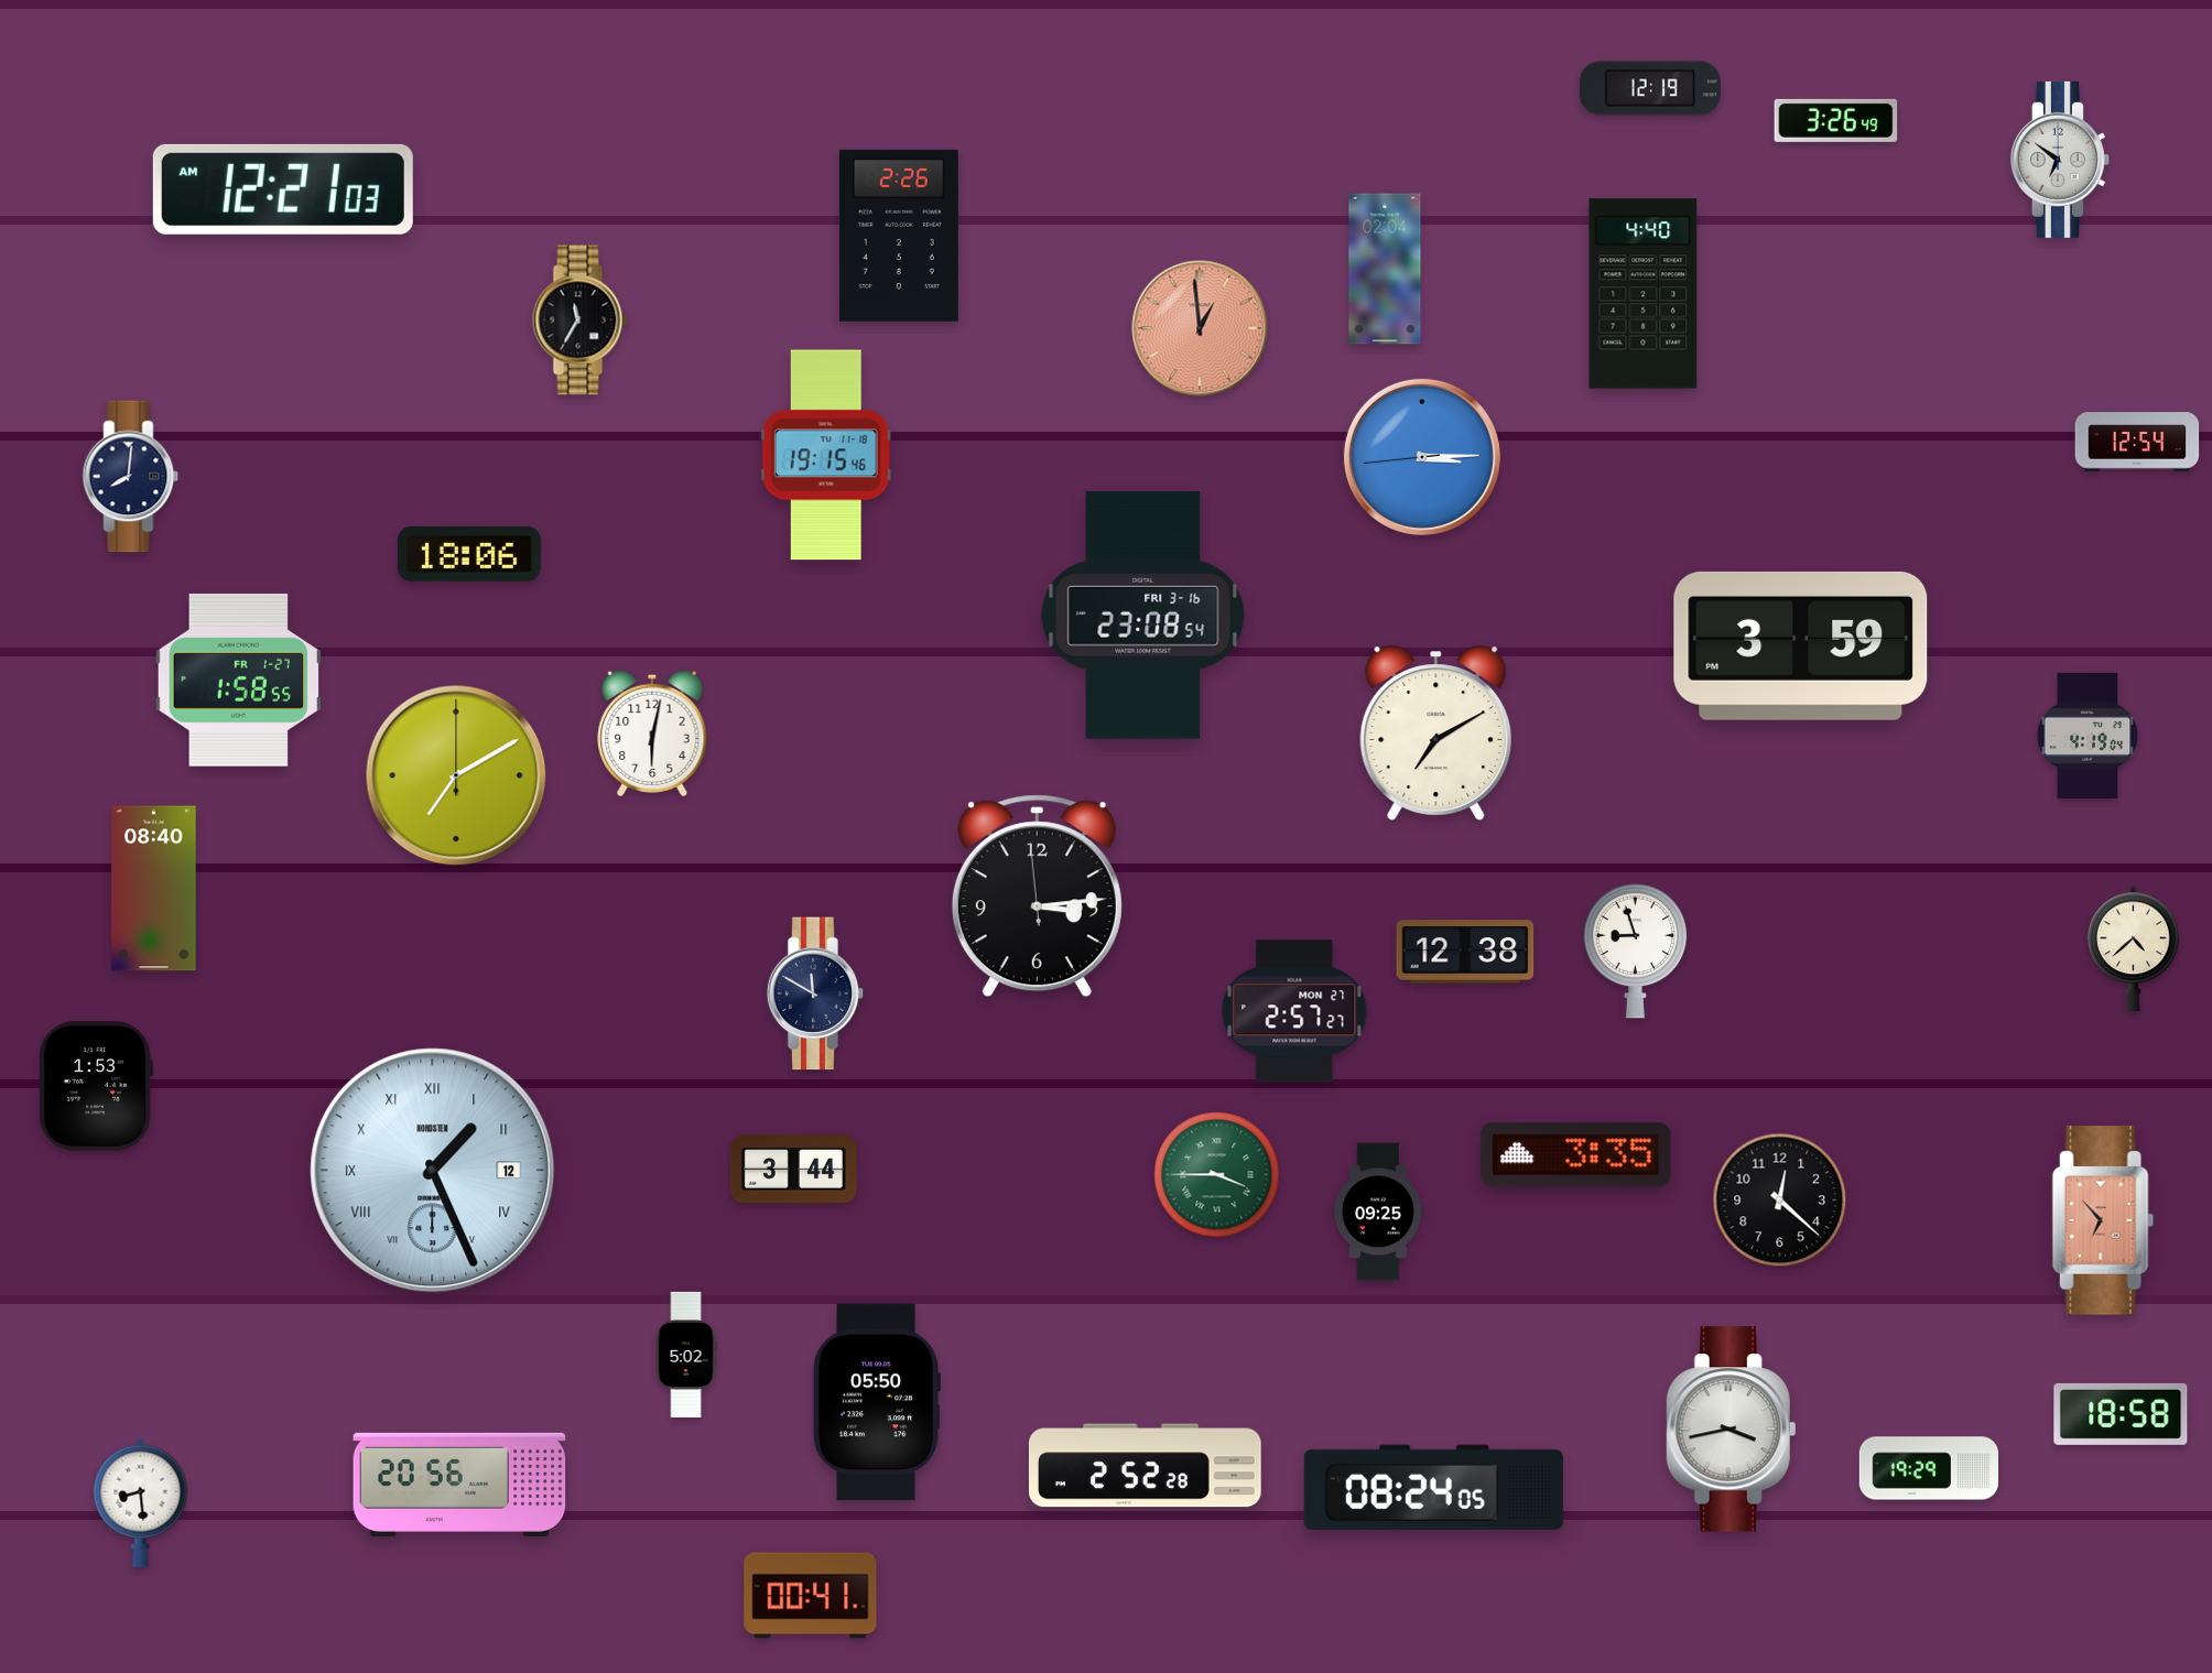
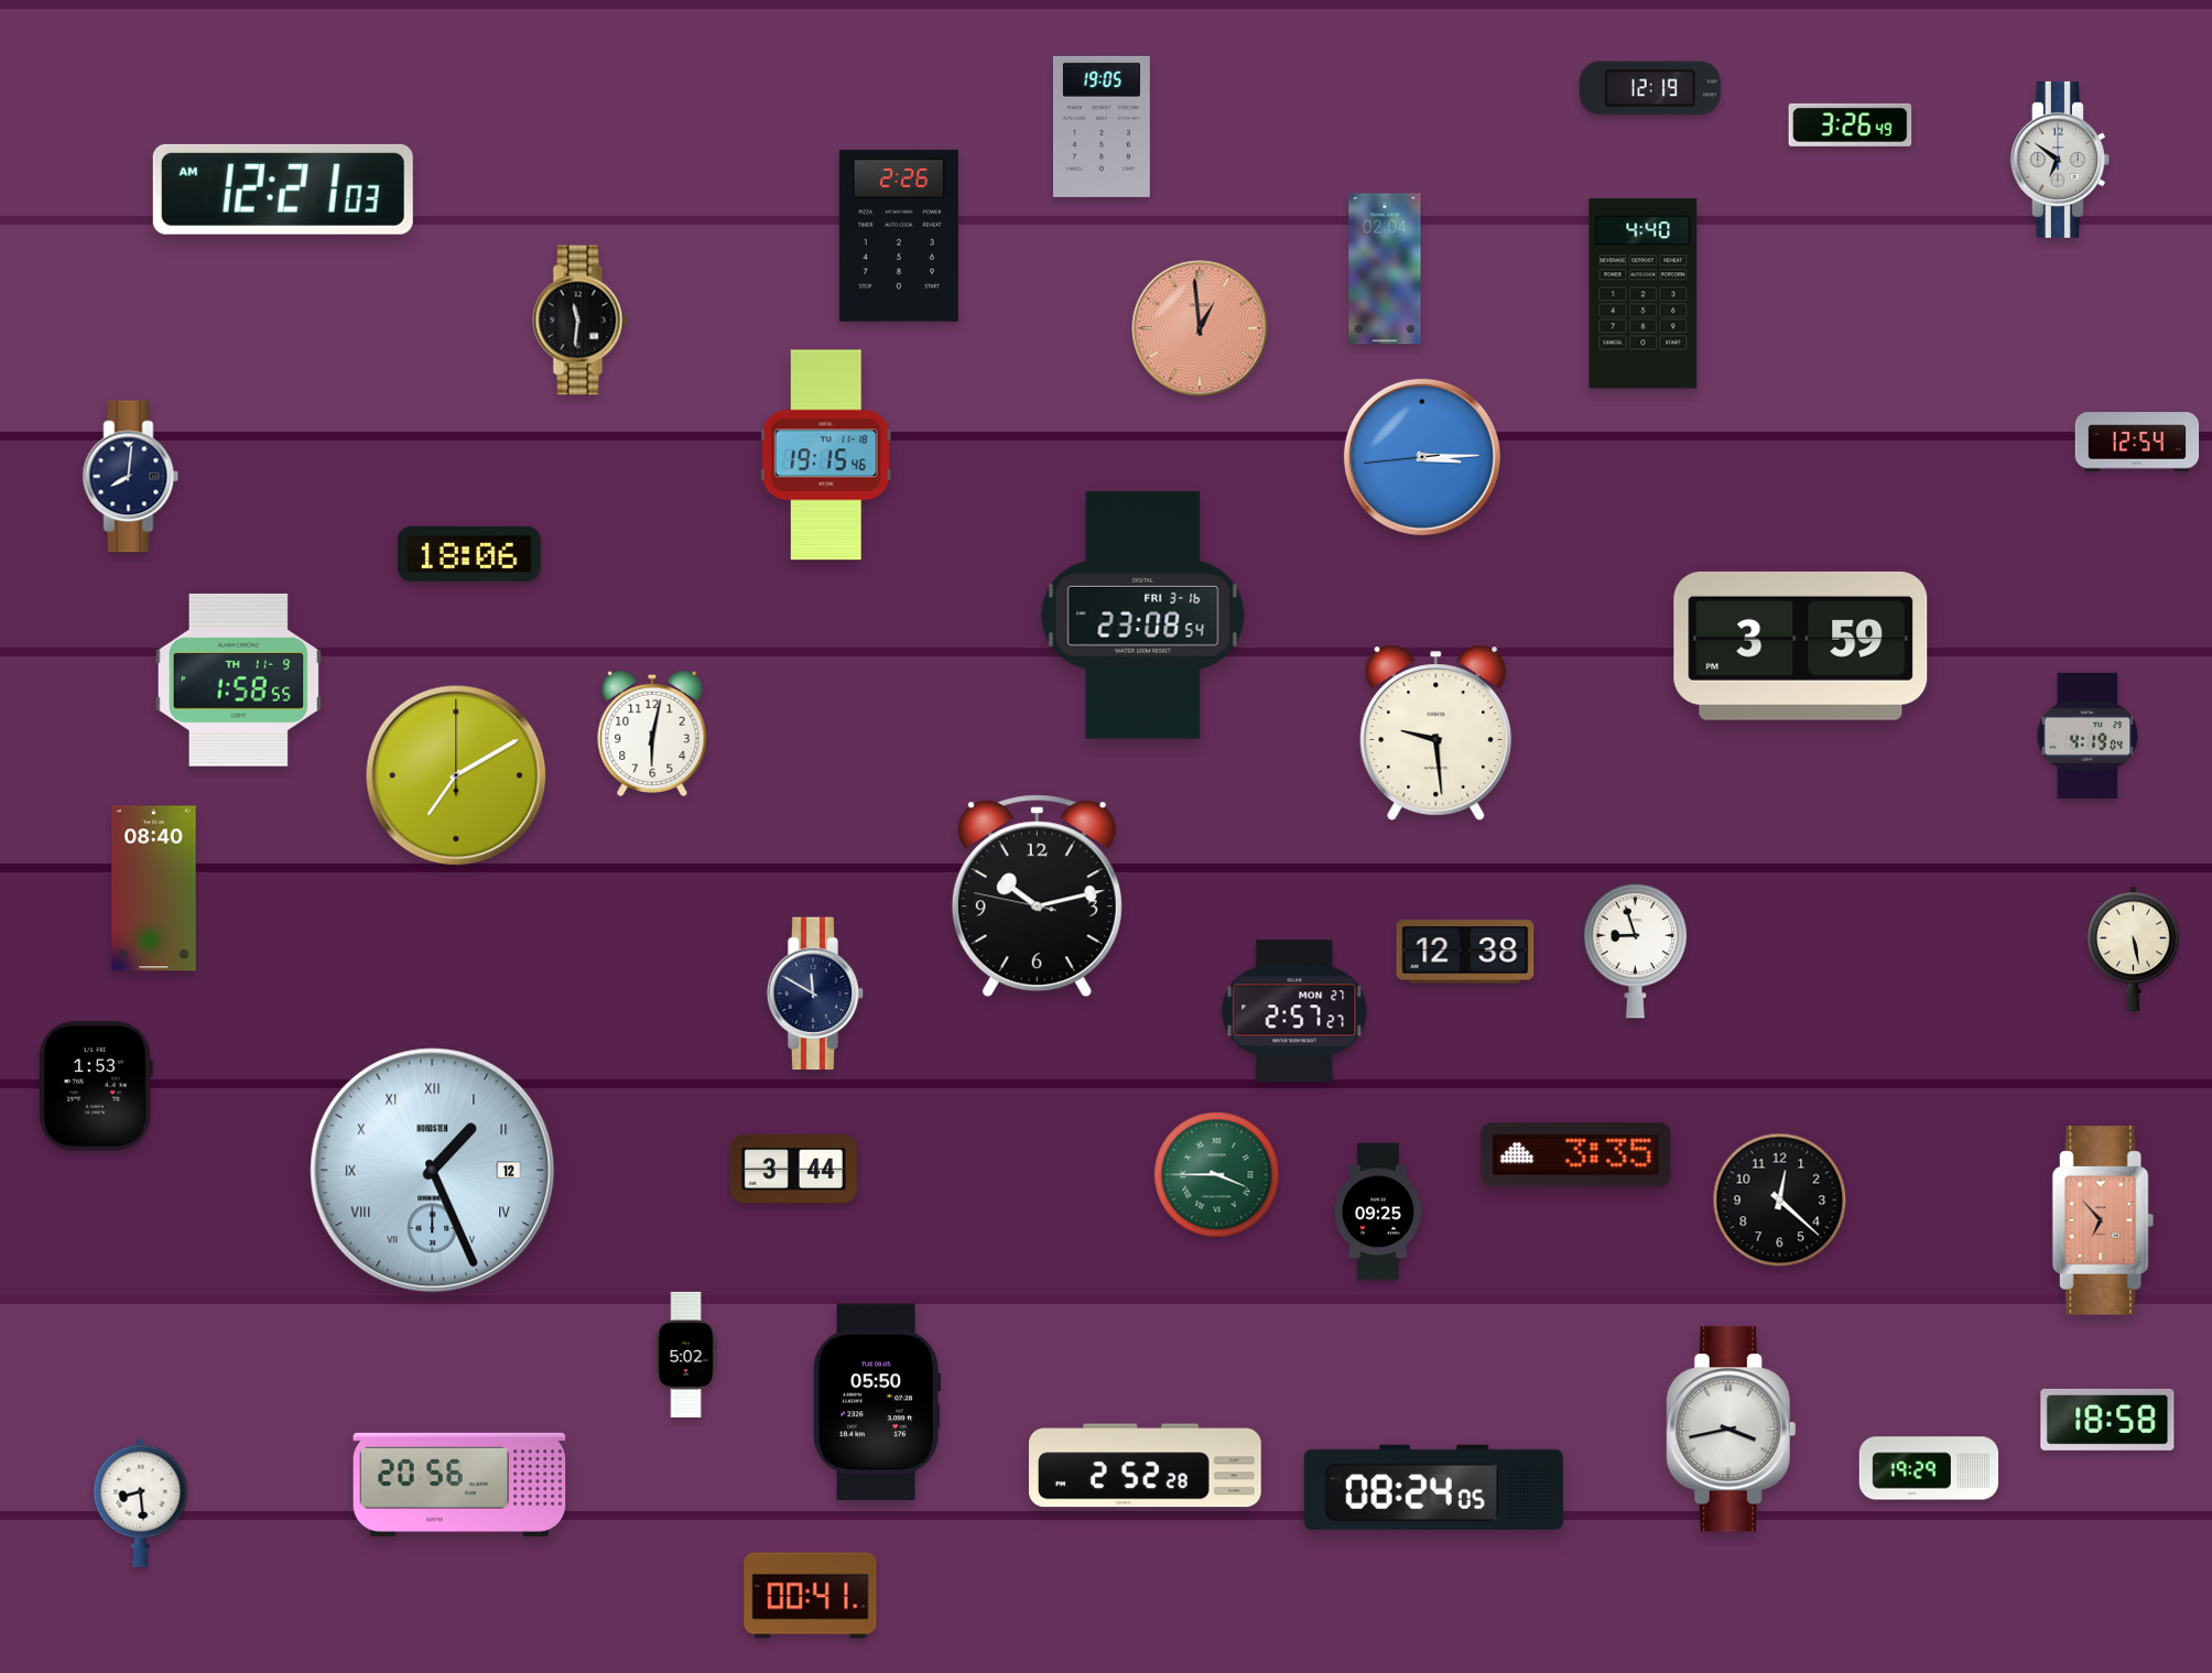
clock at (1836, 120) position: (1836, 120) -> (1851, 124)
clock at (1102, 127): none -> 19:05
clock at (581, 321): 11:35 -> 11:31
clock at (238, 680) date: FR 1-27 -> TH 11-9
clock at (1436, 732): 7:10 -> 9:29
clock at (1037, 897): 3:13 -> 10:12
clock at (2134, 948): 4:38 -> 5:28
clock at (2121, 1414) position: (2121, 1414) -> (2107, 1420)
